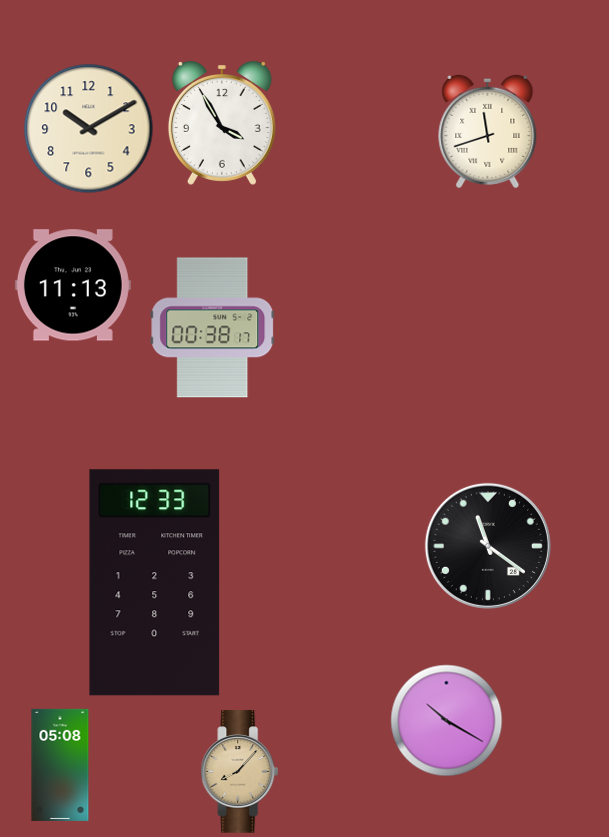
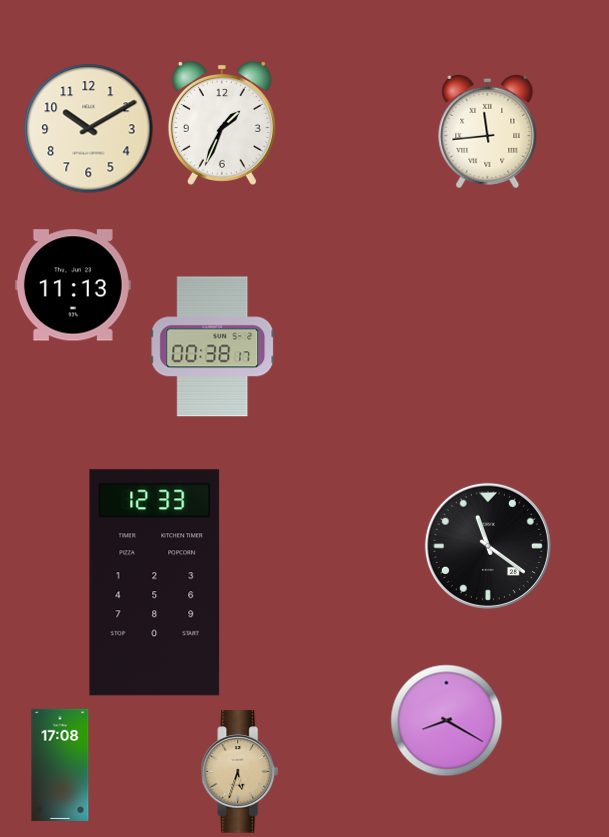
clock at (222, 123): 3:55 -> 1:34
clock at (488, 131): 11:42 -> 11:44
clock at (213, 328) position: (213, 328) -> (213, 347)
clock at (447, 721): 10:20 -> 8:20
clock at (60, 765): 05:08 -> 17:08
clock at (240, 772): 8:07 -> 5:33
